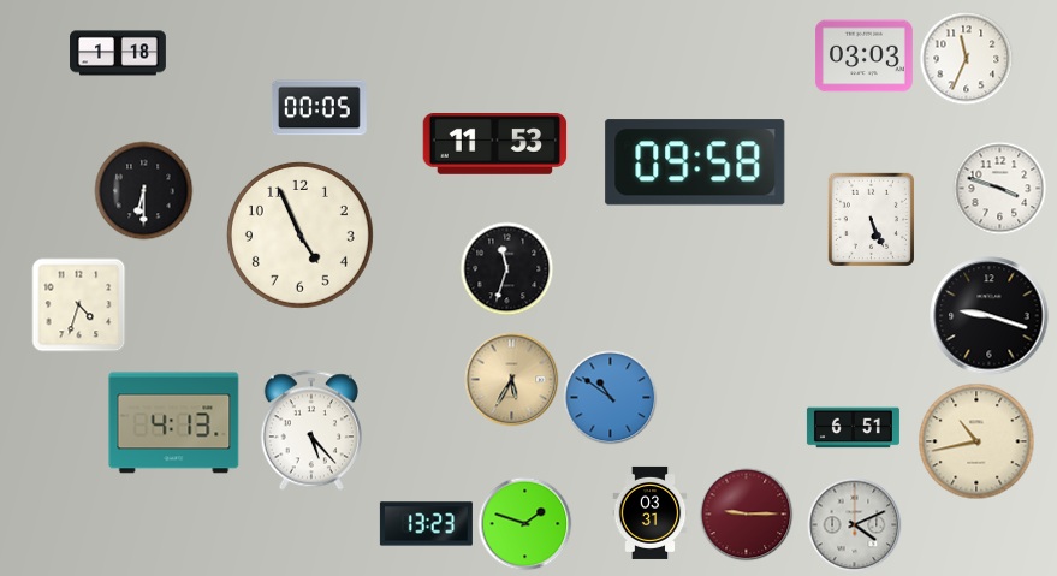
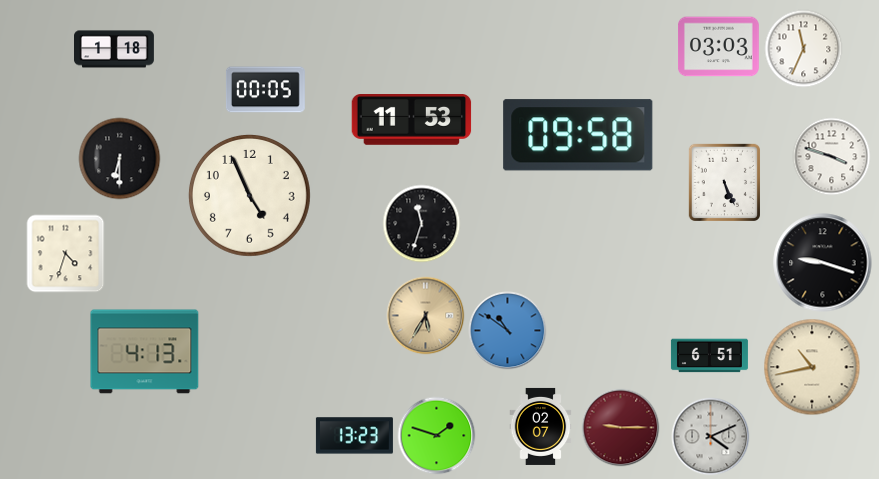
clock at (119, 53) position: (119, 53) -> (115, 49)
clock at (311, 430): 5:23 -> none
clock at (651, 512): 03:31 -> 02:07
